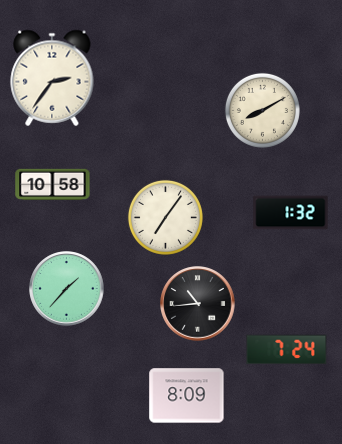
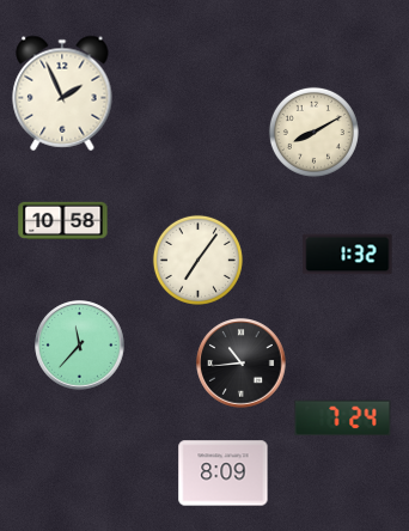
clock at (52, 78): 2:36 -> 1:56
clock at (67, 289): 1:37 -> 11:37
clock at (198, 304) position: (198, 304) -> (242, 364)
